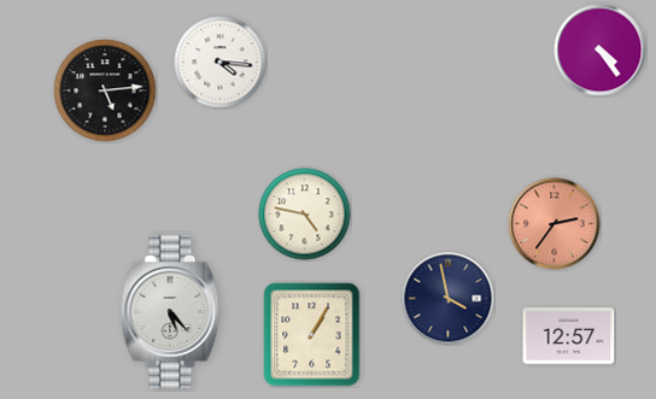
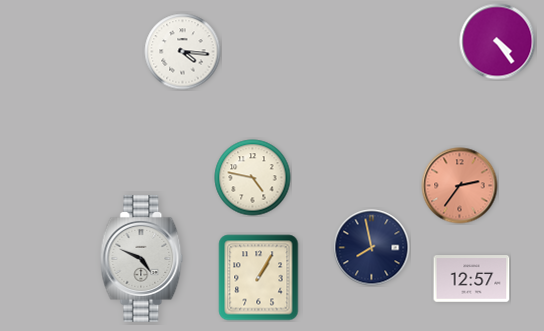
clock at (105, 90): 5:14 -> none
clock at (449, 299): 3:58 -> 7:58
clock at (171, 311): 5:23 -> 4:49
